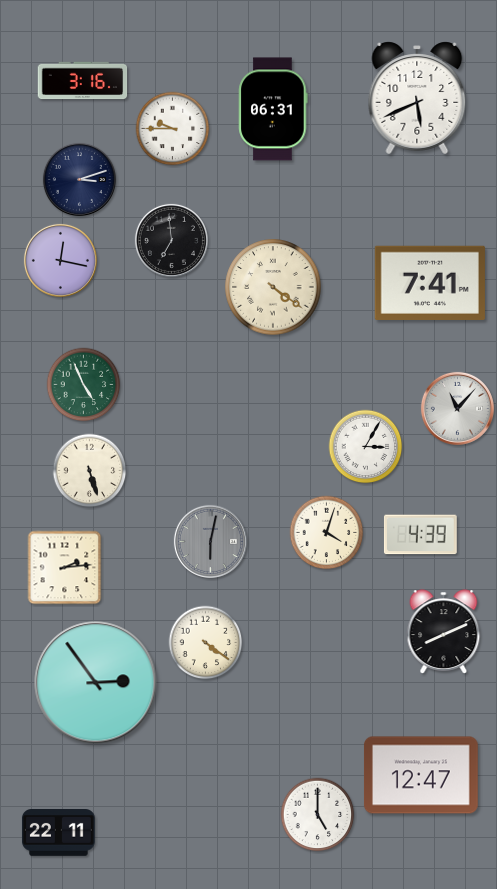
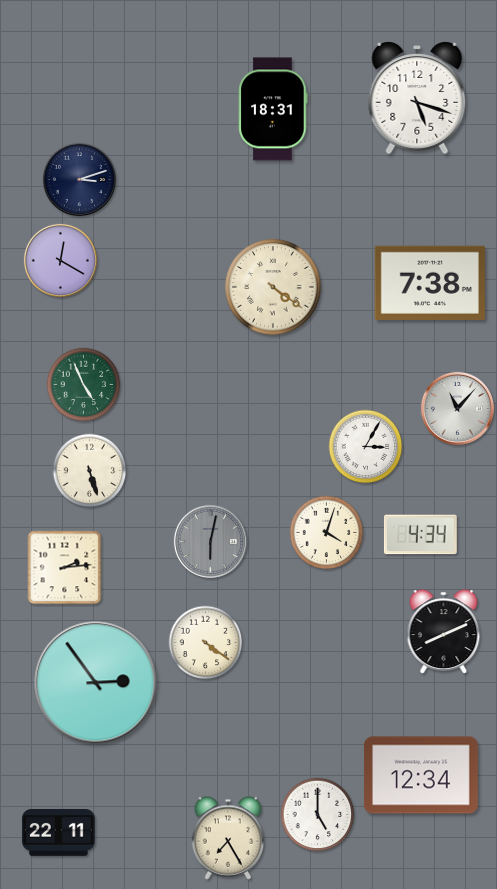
clock at (83, 81): 3:16 -> none
clock at (417, 98): 5:41 -> 5:18
clock at (273, 109): 06:31 -> 18:31
clock at (173, 129): 9:45 -> none
clock at (171, 240): 6:59 -> none
clock at (60, 260): 12:17 -> 12:20
clock at (430, 283): 7:41 -> 7:38
clock at (420, 535): 4:39 -> 4:34
clock at (421, 775): 12:47 -> 12:34
clock at (228, 838): none -> 7:25
